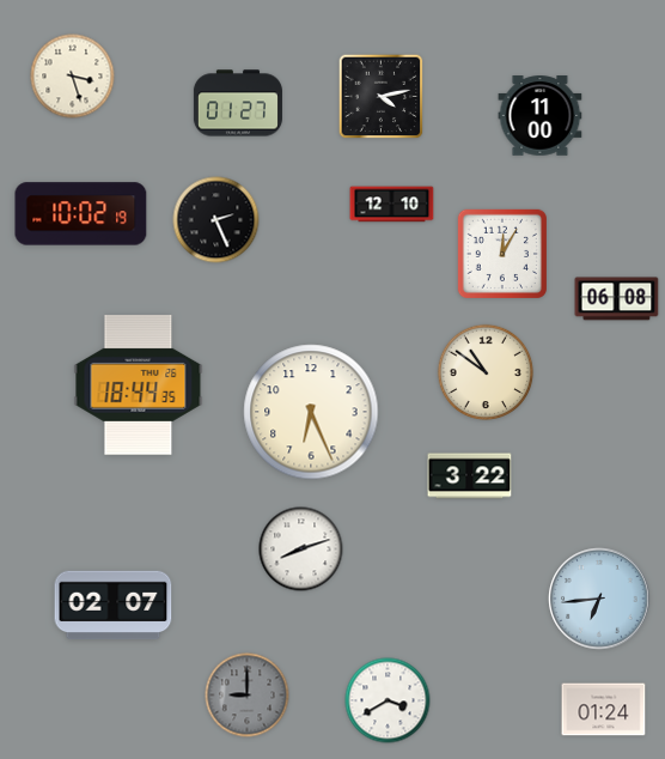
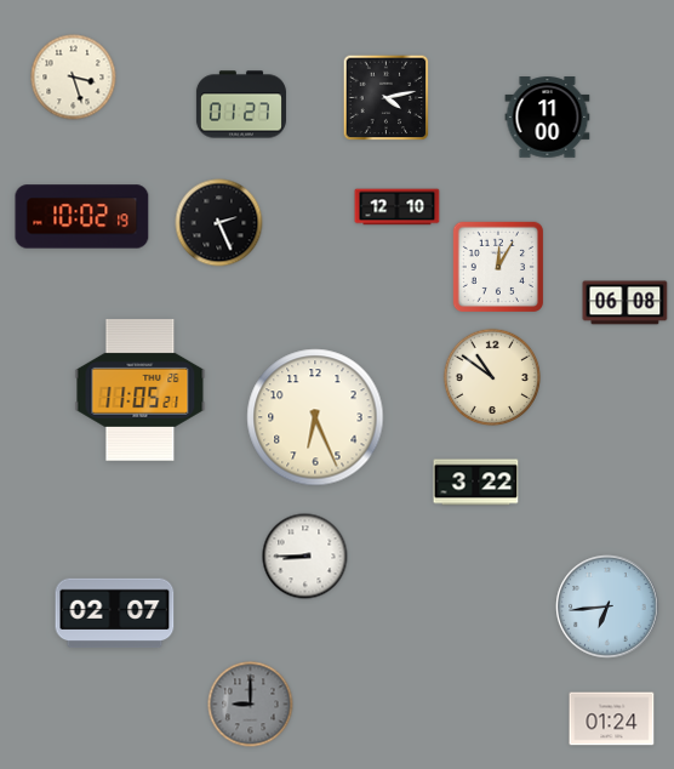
clock at (501, 253) position: (501, 253) -> (497, 266)
clock at (139, 385): 18:44 -> 11:05
clock at (301, 549): 8:12 -> 8:45
clock at (388, 700): 3:40 -> none
